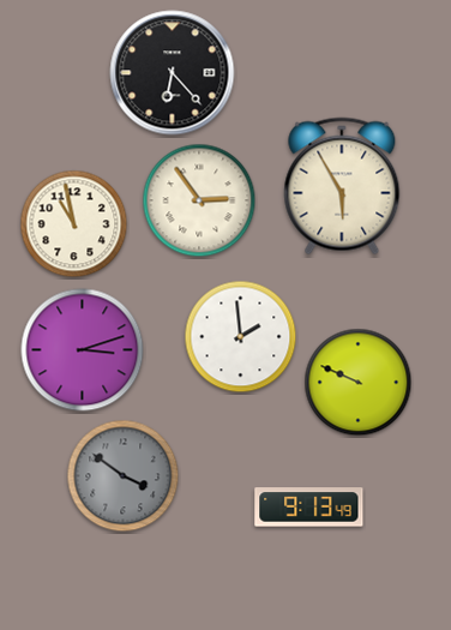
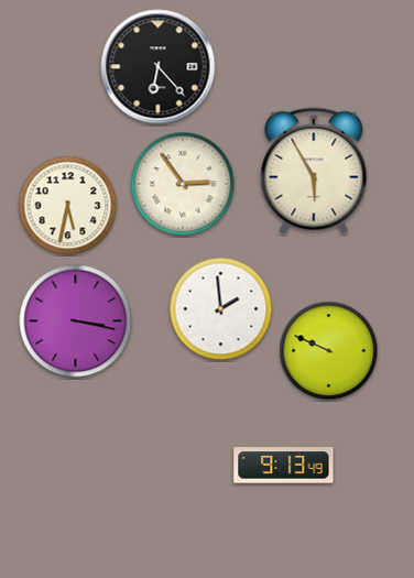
clock at (74, 224): 10:58 -> 5:32
clock at (83, 350): 3:12 -> 3:17
clock at (124, 476): 3:51 -> none
